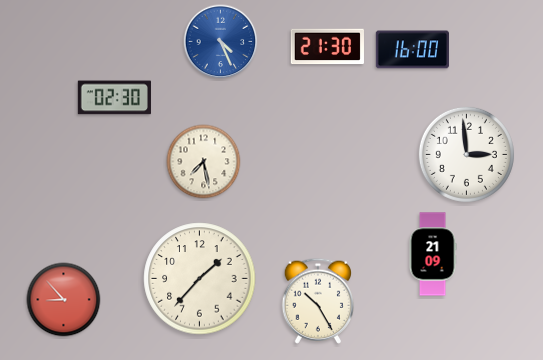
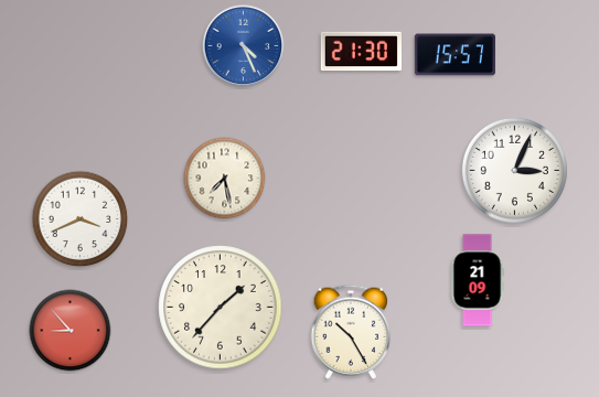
clock at (412, 50): 16:00 -> 15:57
clock at (114, 98): 02:30 -> none
clock at (466, 154): 2:59 -> 3:04
clock at (81, 219): none -> 3:41
